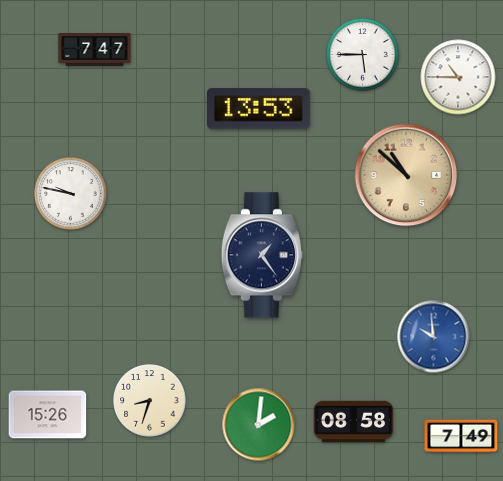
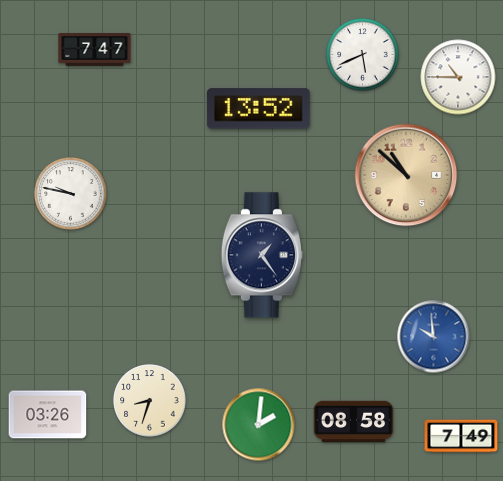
clock at (363, 55): 5:45 -> 5:41
clock at (259, 109): 13:53 -> 13:52
clock at (48, 415): 15:26 -> 03:26
